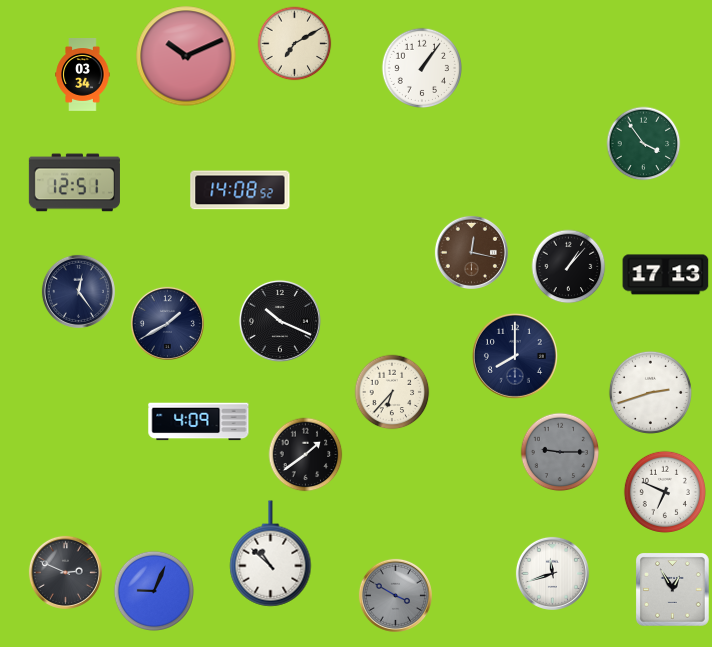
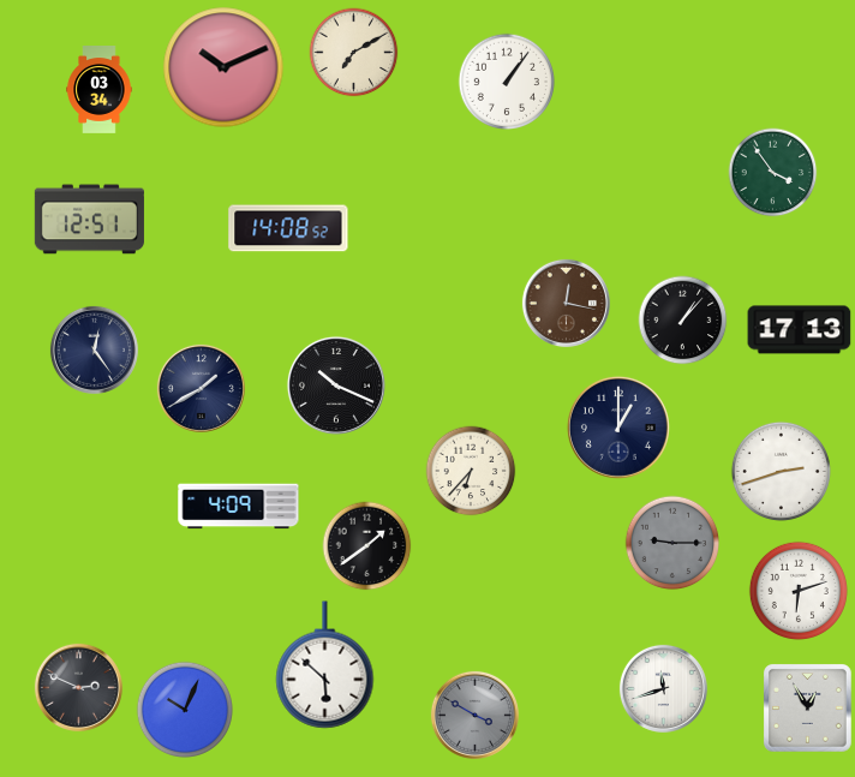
clock at (515, 356): 8:00 -> 1:00
clock at (665, 492): 6:49 -> 6:12
clock at (271, 554): 10:52 -> 5:52
clock at (154, 590): 9:04 -> 10:04
